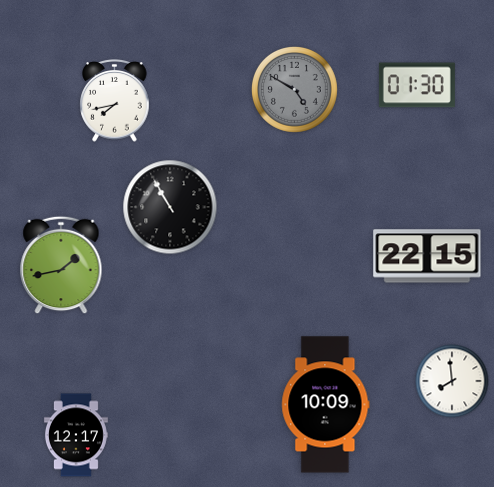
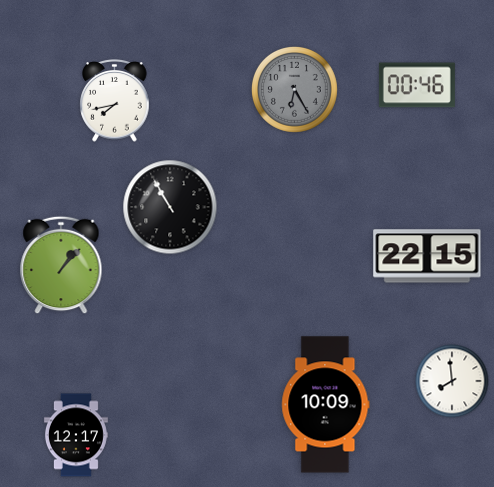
clock at (417, 85): 01:30 -> 00:46
clock at (294, 89): 4:50 -> 6:25
clock at (61, 265): 1:43 -> 1:07
